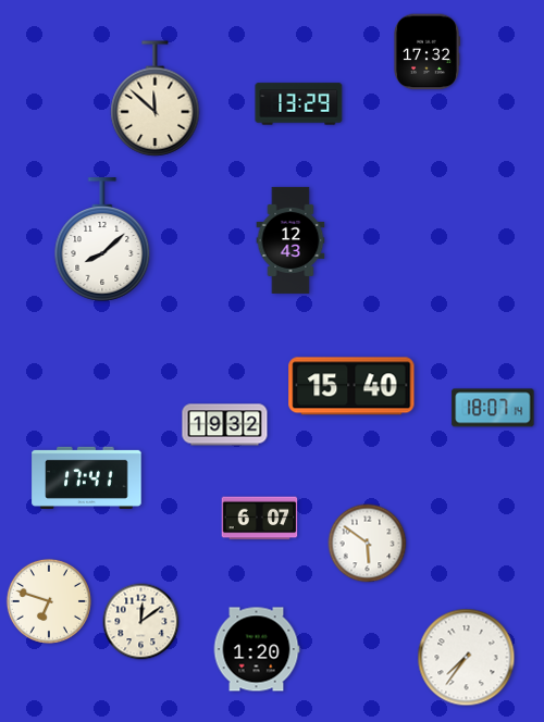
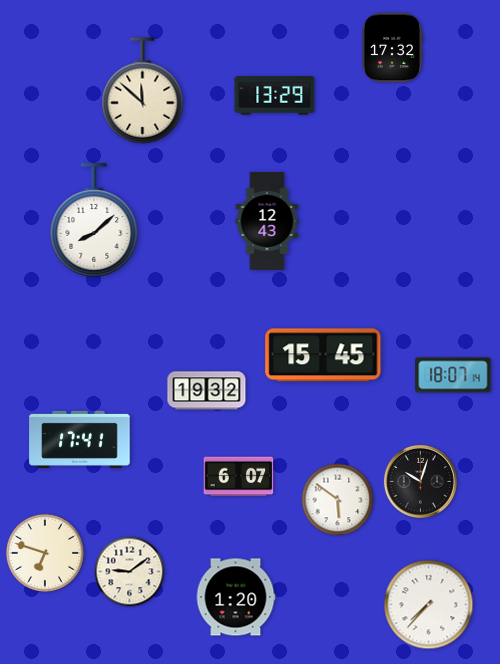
clock at (351, 386): 15:40 -> 15:45
clock at (420, 481): none -> 10:03
clock at (141, 622): 12:09 -> 9:09
clock at (467, 658): 7:36 -> 7:37
